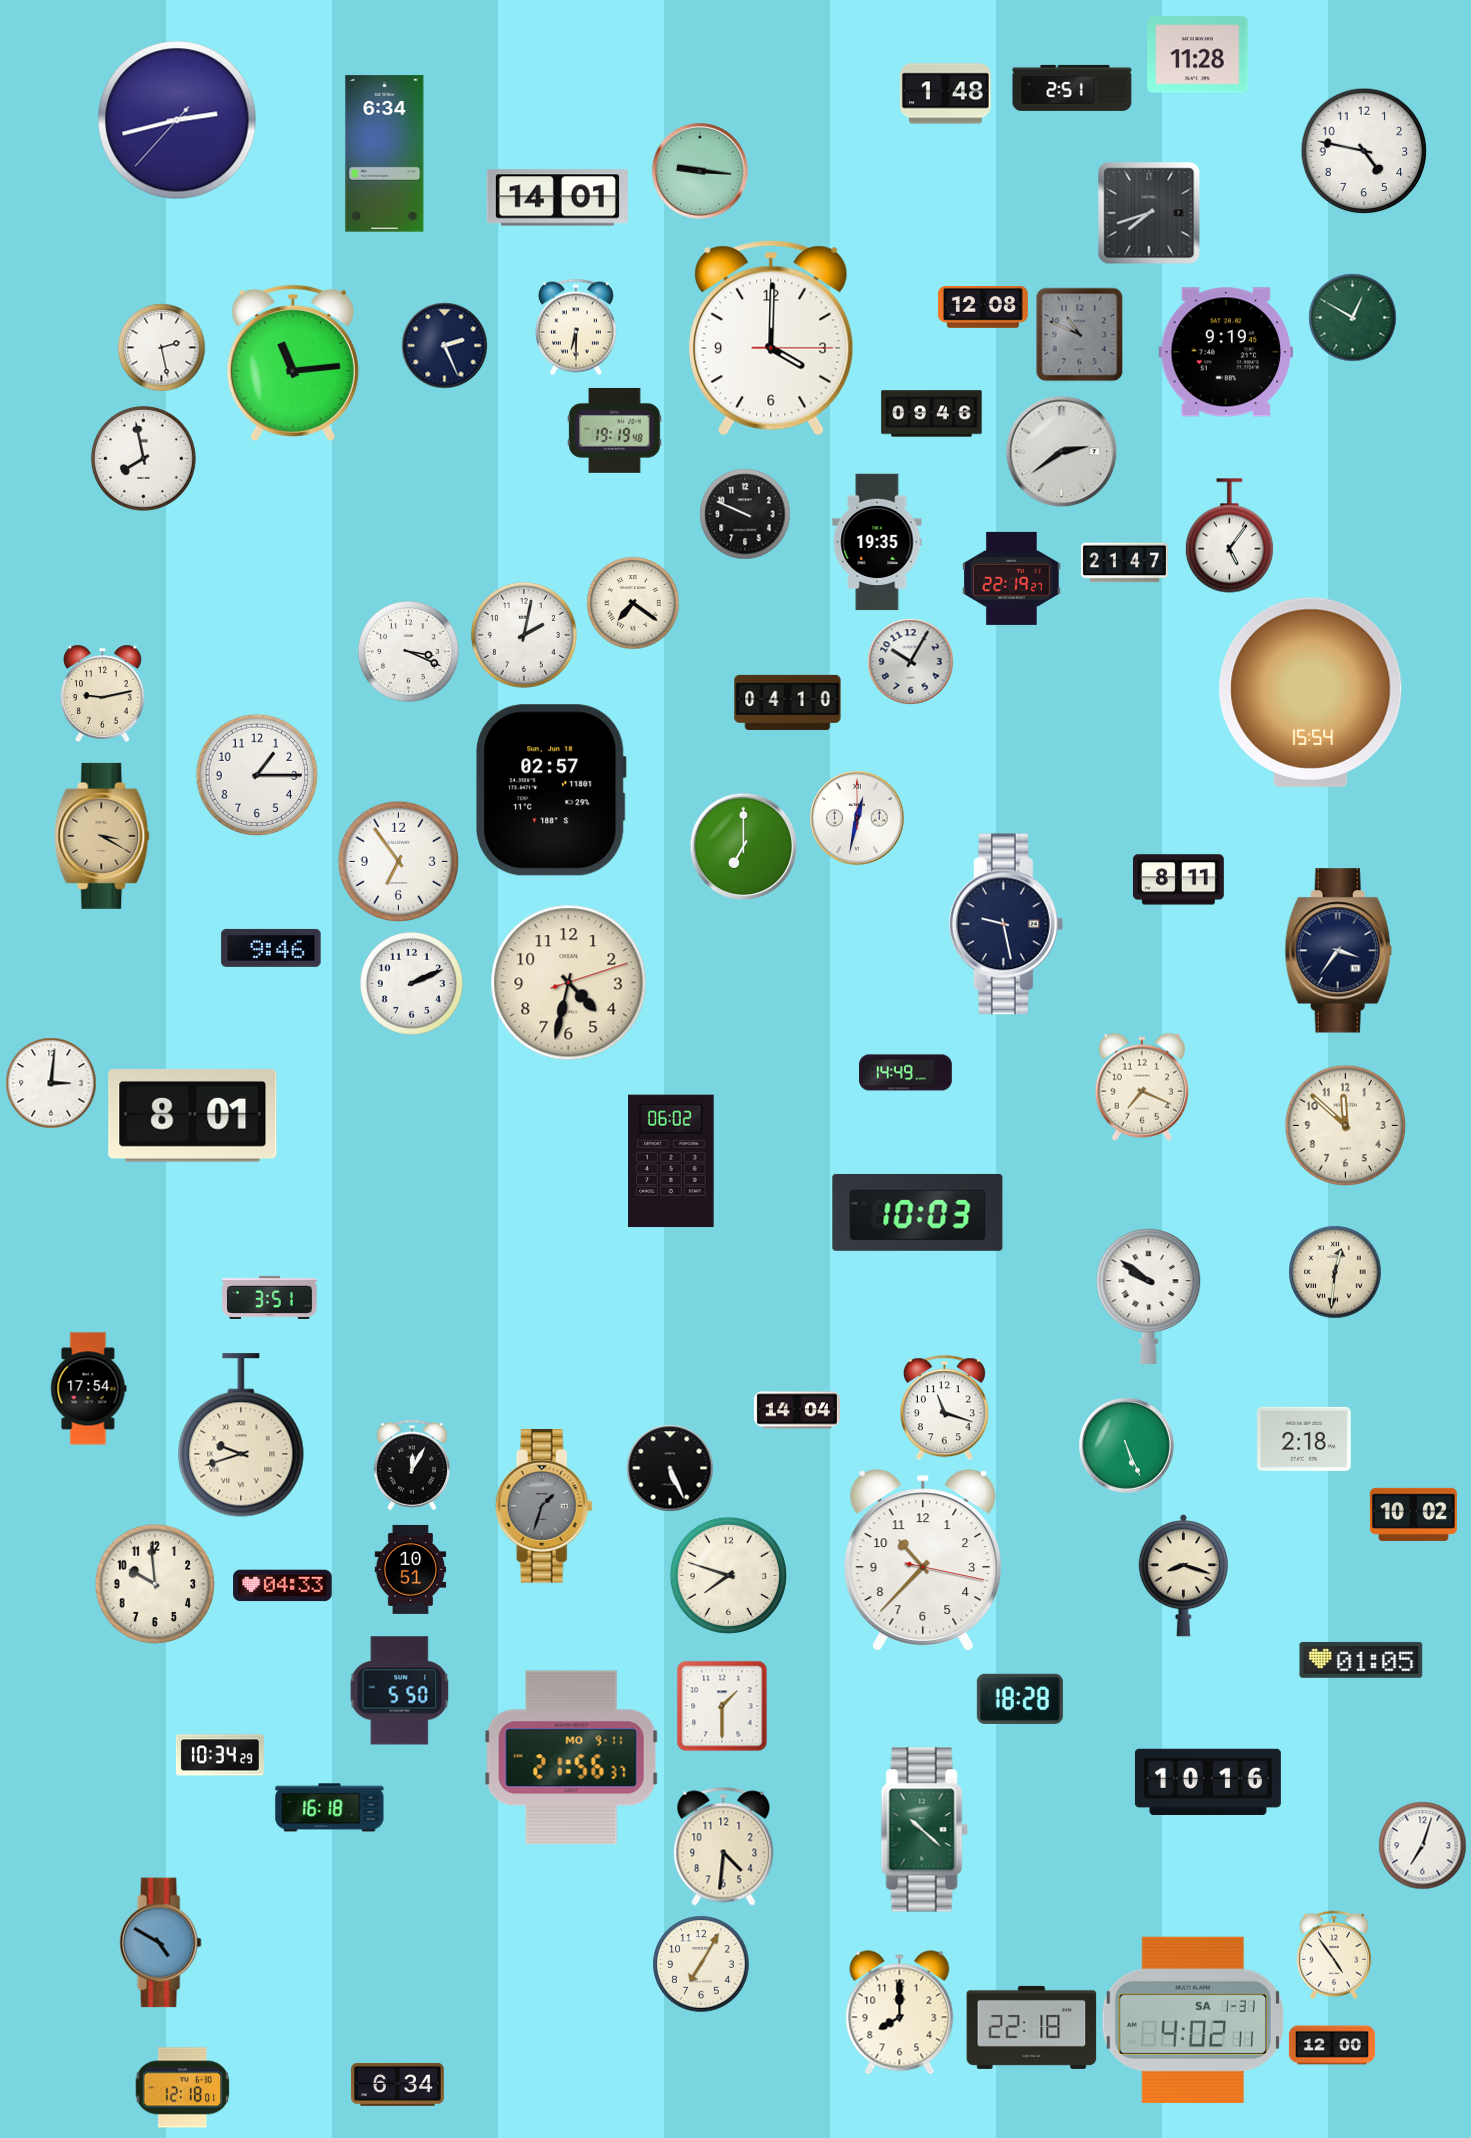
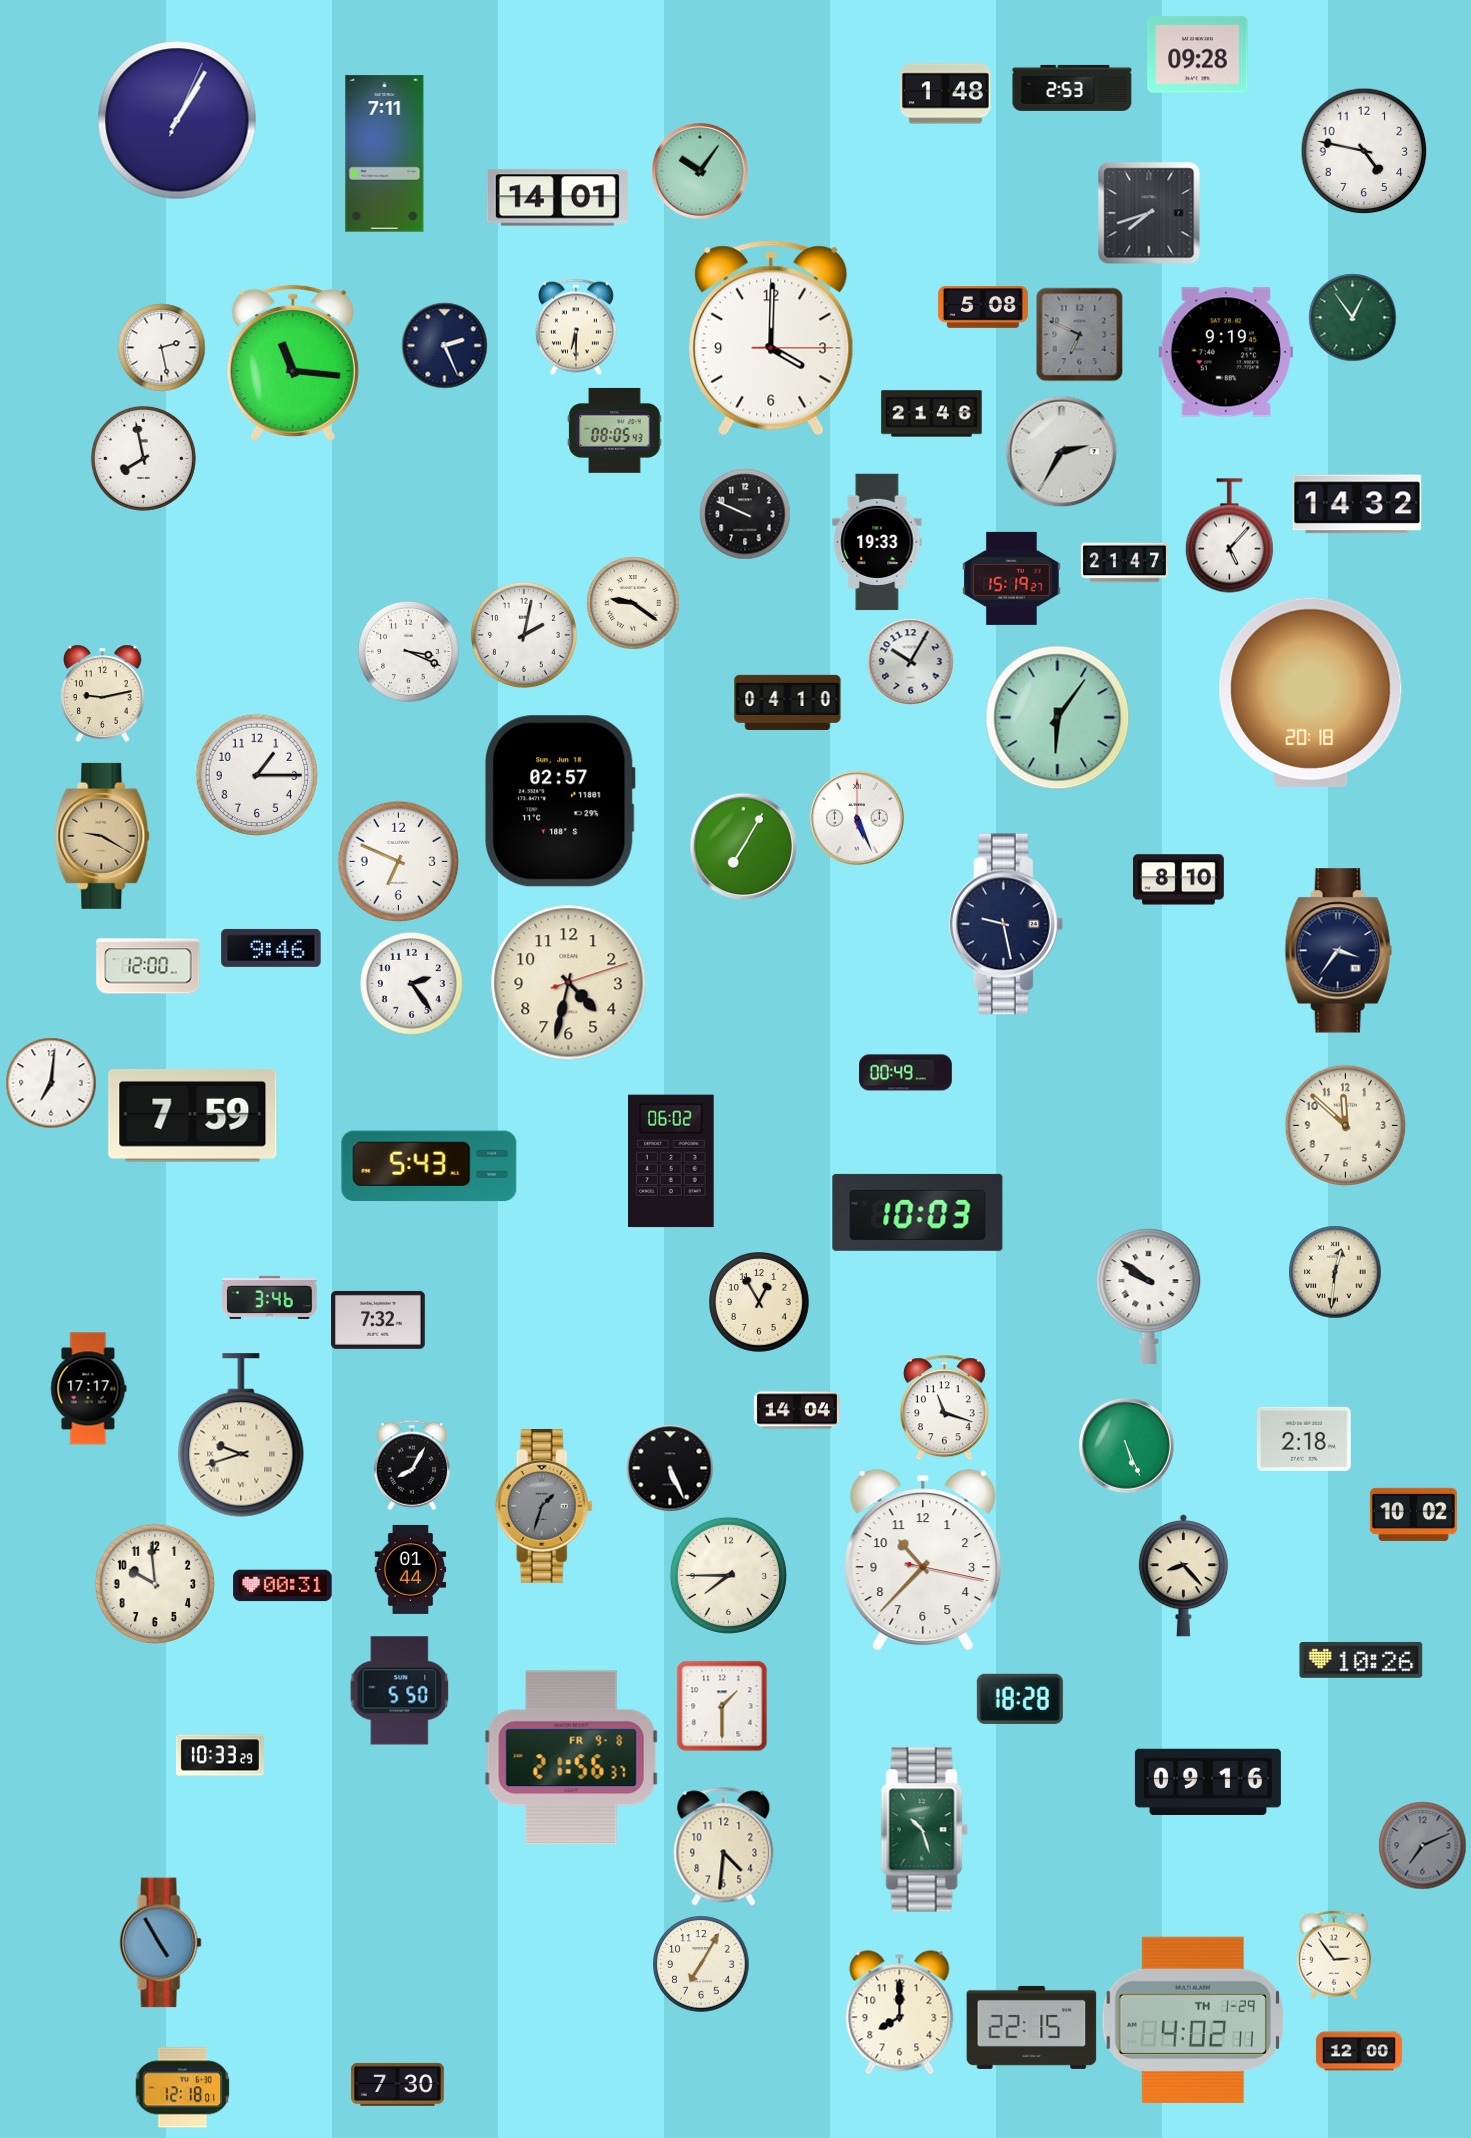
clock at (1198, 55): 11:28 -> 09:28
clock at (1072, 88): 2:51 -> 2:53
clock at (177, 120): 2:42 -> 1:05
clock at (385, 154): 6:34 -> 7:11
clock at (701, 172): 9:16 -> 10:06
clock at (983, 308): 12:08 -> 5:08
clock at (1352, 317): 12:50 -> 12:54
clock at (1080, 334): 10:49 -> 6:49
clock at (293, 362): 11:14 -> 11:16
clock at (932, 414): 09:46 -> 21:46
clock at (615, 430): 19:19 -> 08:05
clock at (1061, 451): 2:39 -> 2:35
clock at (1357, 504): none -> 14:32
clock at (1229, 536): 5:06 -> 5:07
clock at (877, 542): 19:35 -> 19:33
clock at (1012, 578): 22:19 -> 15:19
clock at (633, 603): 7:21 -> 9:21
clock at (1311, 692): 15:54 -> 20:18
clock at (1058, 718): none -> 6:06
clock at (551, 790) position: (551, 790) -> (560, 801)
clock at (857, 818): 12:32 -> 5:26
clock at (102, 836): 3:20 -> 9:20
clock at (743, 846): 7:00 -> 7:05
clock at (398, 861): 6:54 -> 6:49
clock at (1178, 880): 8:11 -> 8:10
clock at (148, 966): none -> 12:00
clock at (411, 983): 2:11 -> 2:24
clock at (906, 1073): 14:49 -> 00:49
clock at (51, 1083): 3:01 -> 7:01
clock at (1142, 1087): 7:19 -> none
clock at (193, 1116): 8:01 -> 7:59
clock at (429, 1166): none -> 5:43
clock at (270, 1297): 3:51 -> 3:46
clock at (759, 1302): none -> 12:55
clock at (378, 1320): none -> 7:32
clock at (89, 1389): 17:54 -> 17:17
clock at (412, 1465): 12:05 -> 8:05
clock at (411, 1569): 10:51 -> 01:44
clock at (728, 1575): 7:48 -> 7:45
clock at (1183, 1576): 8:18 -> 8:23
clock at (283, 1586): 04:33 -> 00:31
clock at (1361, 1660): 01:05 -> 10:26
clock at (220, 1755): 10:34 -> 10:33
clock at (571, 1758) date: MO 9-11 -> FR 9-8
clock at (1208, 1781): 10:16 -> 09:16
clock at (330, 1808): 16:18 -> none
clock at (924, 1830): 10:22 -> 10:27
clock at (1422, 1845): 7:03 -> 7:11
clock at (1422, 1845) dial: white -> grey
clock at (160, 1943): 4:50 -> 4:55
clock at (1334, 1955): 4:54 -> 2:54
clock at (1193, 2020) date: SA 1-31 -> TH 1-29
clock at (1032, 2027): 22:18 -> 22:15
clock at (1332, 2045) position: (1332, 2045) -> (1359, 2051)
clock at (398, 2084): 6:34 -> 7:30
